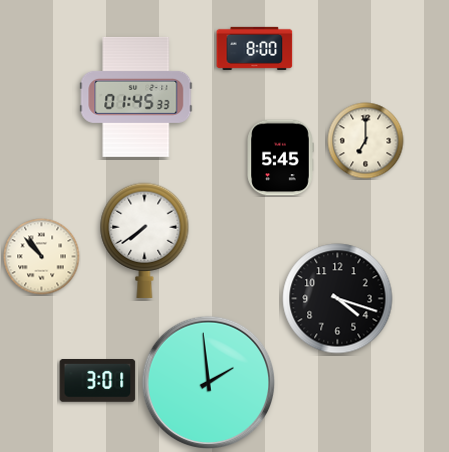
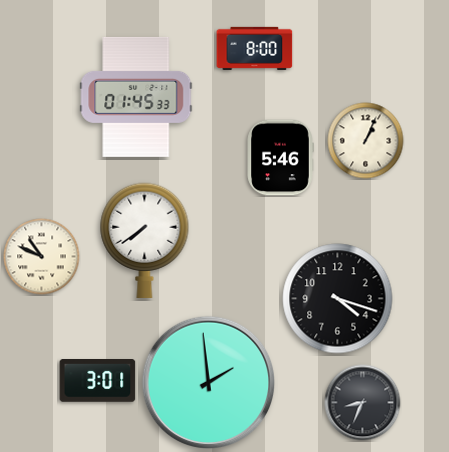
clock at (366, 141): 7:00 -> 1:04
clock at (280, 158): 5:45 -> 5:46
clock at (42, 257): 10:53 -> 10:49
clock at (363, 403): none -> 8:34
